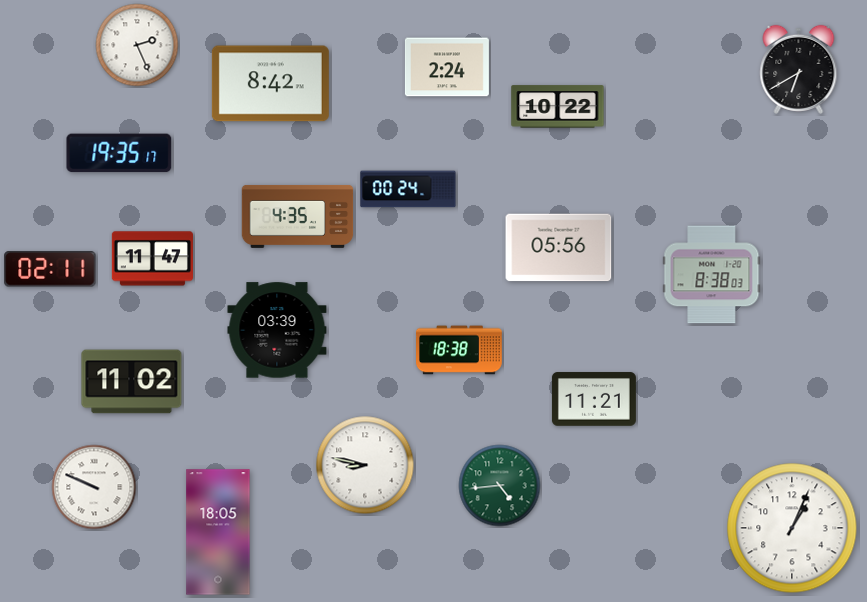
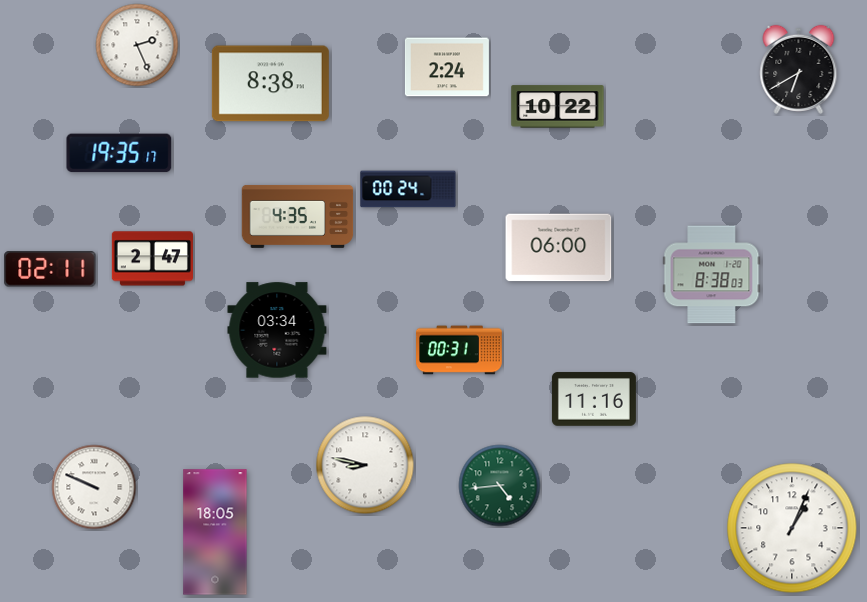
clock at (270, 84): 8:42 -> 8:38
clock at (559, 248): 05:56 -> 06:00
clock at (152, 259): 11:47 -> 2:47
clock at (277, 330): 03:39 -> 03:34
clock at (460, 350): 18:38 -> 00:31
clock at (132, 382): 11:02 -> none
clock at (594, 399): 11:21 -> 11:16
clock at (218, 532) position: (218, 532) -> (215, 532)
